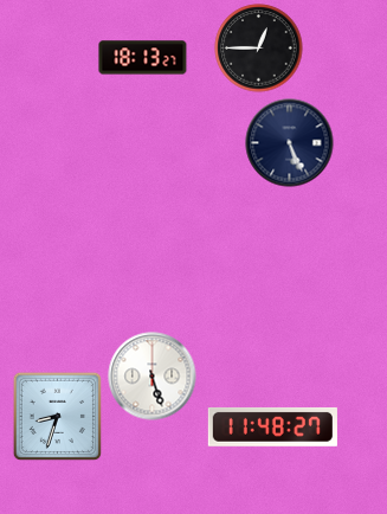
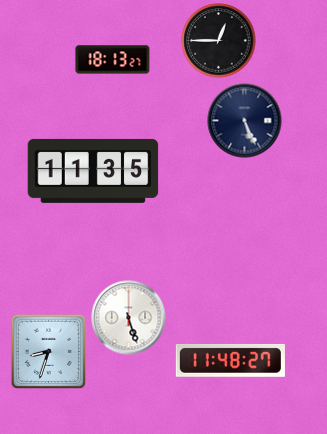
clock at (143, 58) position: (143, 58) -> (113, 60)
clock at (93, 171): none -> 11:35
